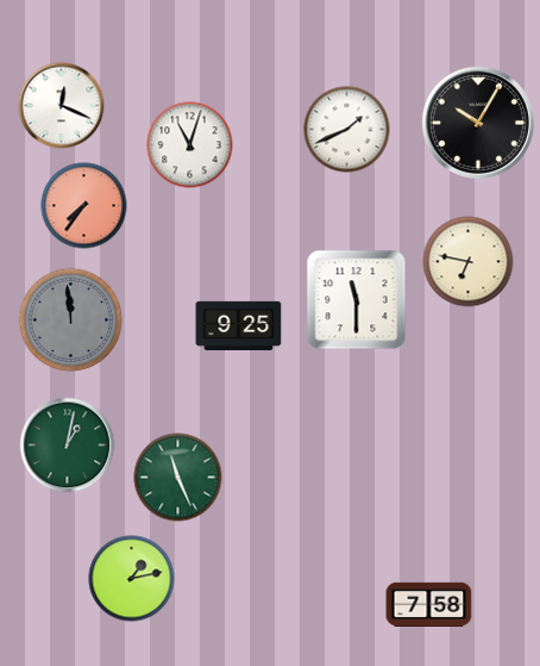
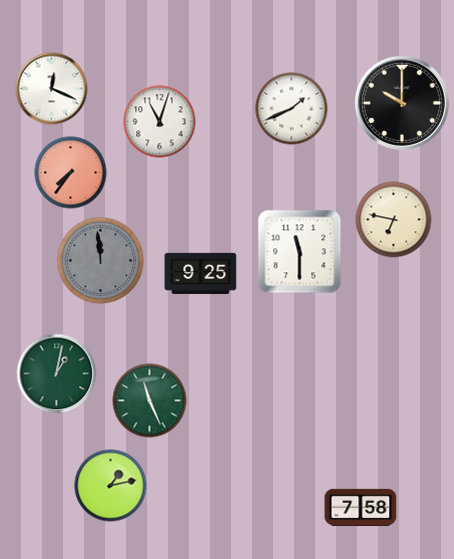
clock at (478, 123): 10:05 -> 10:00
clock at (71, 320) position: (71, 320) -> (101, 261)
